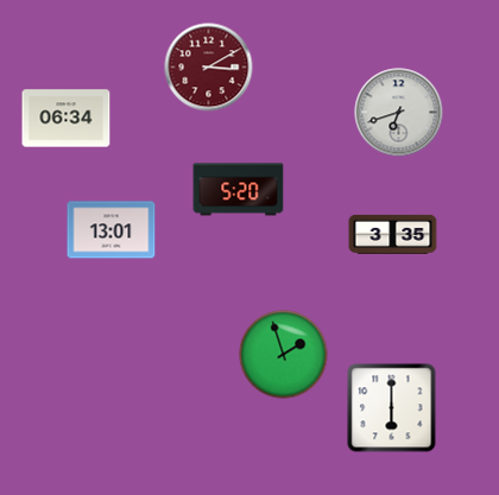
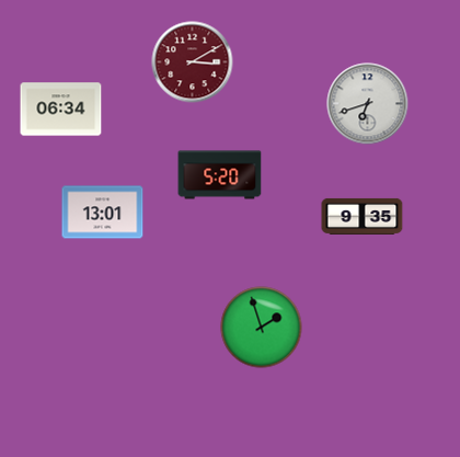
clock at (393, 234): 3:35 -> 9:35
clock at (392, 408): 6:00 -> none
